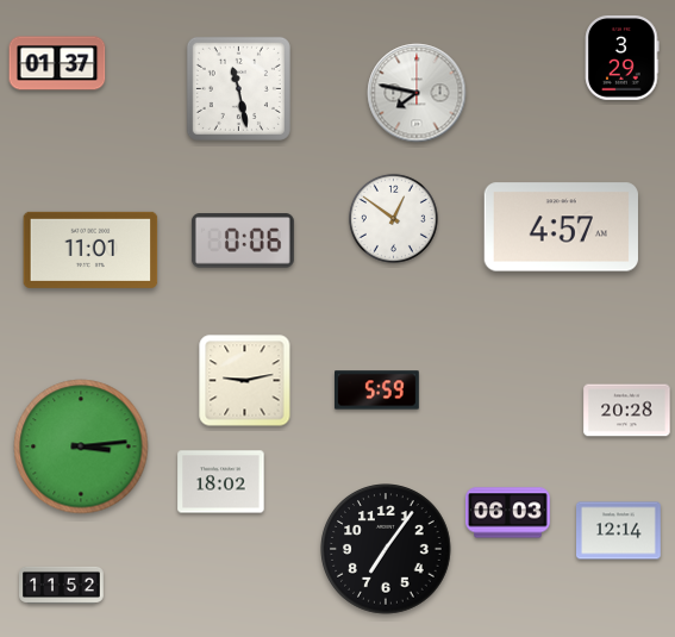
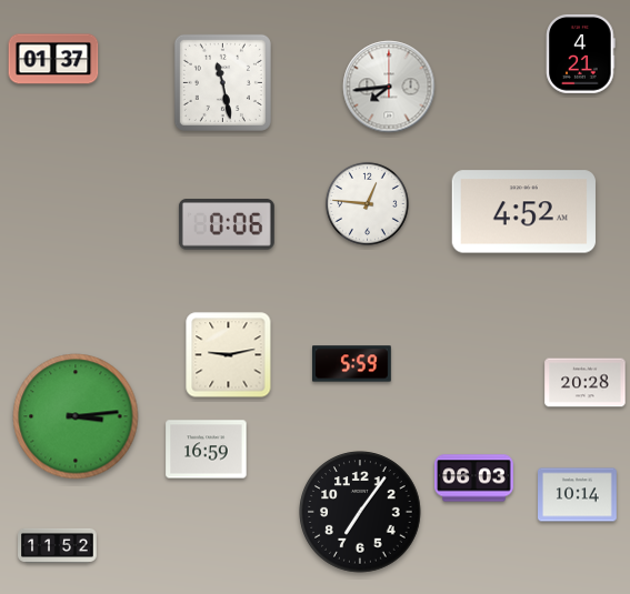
clock at (623, 58): 3:29 -> 4:21
clock at (417, 93): 7:47 -> 7:44
clock at (393, 218): 12:51 -> 12:46
clock at (561, 227): 4:57 -> 4:52
clock at (90, 250): 11:01 -> none
clock at (221, 482): 18:02 -> 16:59
clock at (619, 531): 12:14 -> 10:14
